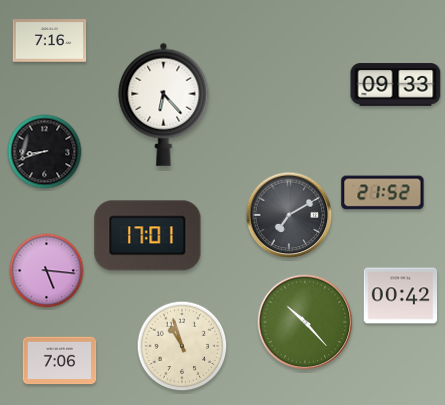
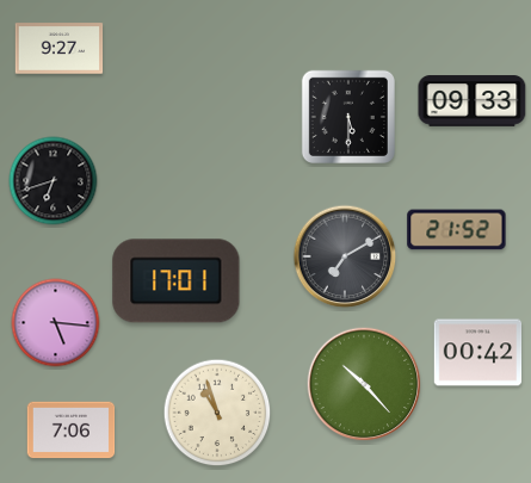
clock at (50, 41): 7:16 -> 9:27
clock at (348, 117): none -> 5:30
clock at (164, 104): 6:23 -> none
clock at (45, 152): 8:42 -> 6:42
